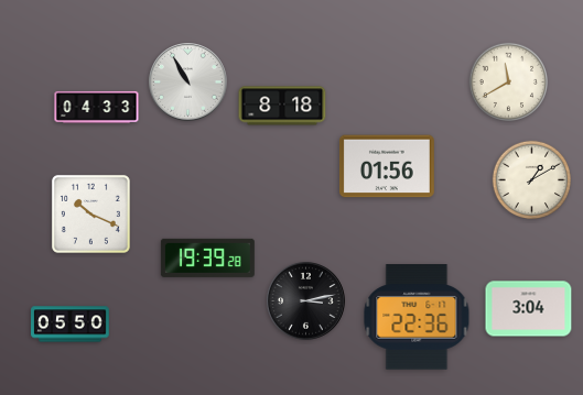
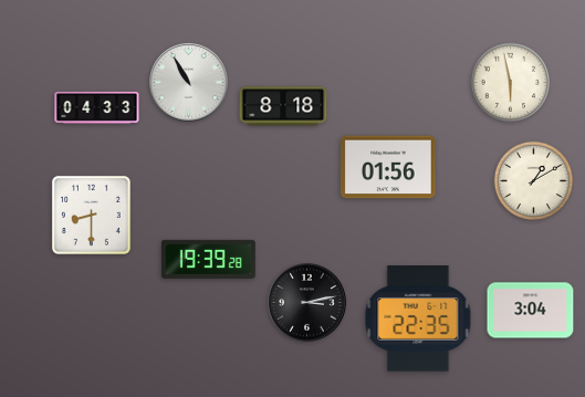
clock at (509, 83): 11:40 -> 5:58
clock at (90, 213): 10:19 -> 8:30
clock at (417, 317): 22:36 -> 22:35
clock at (71, 325): 05:50 -> none
